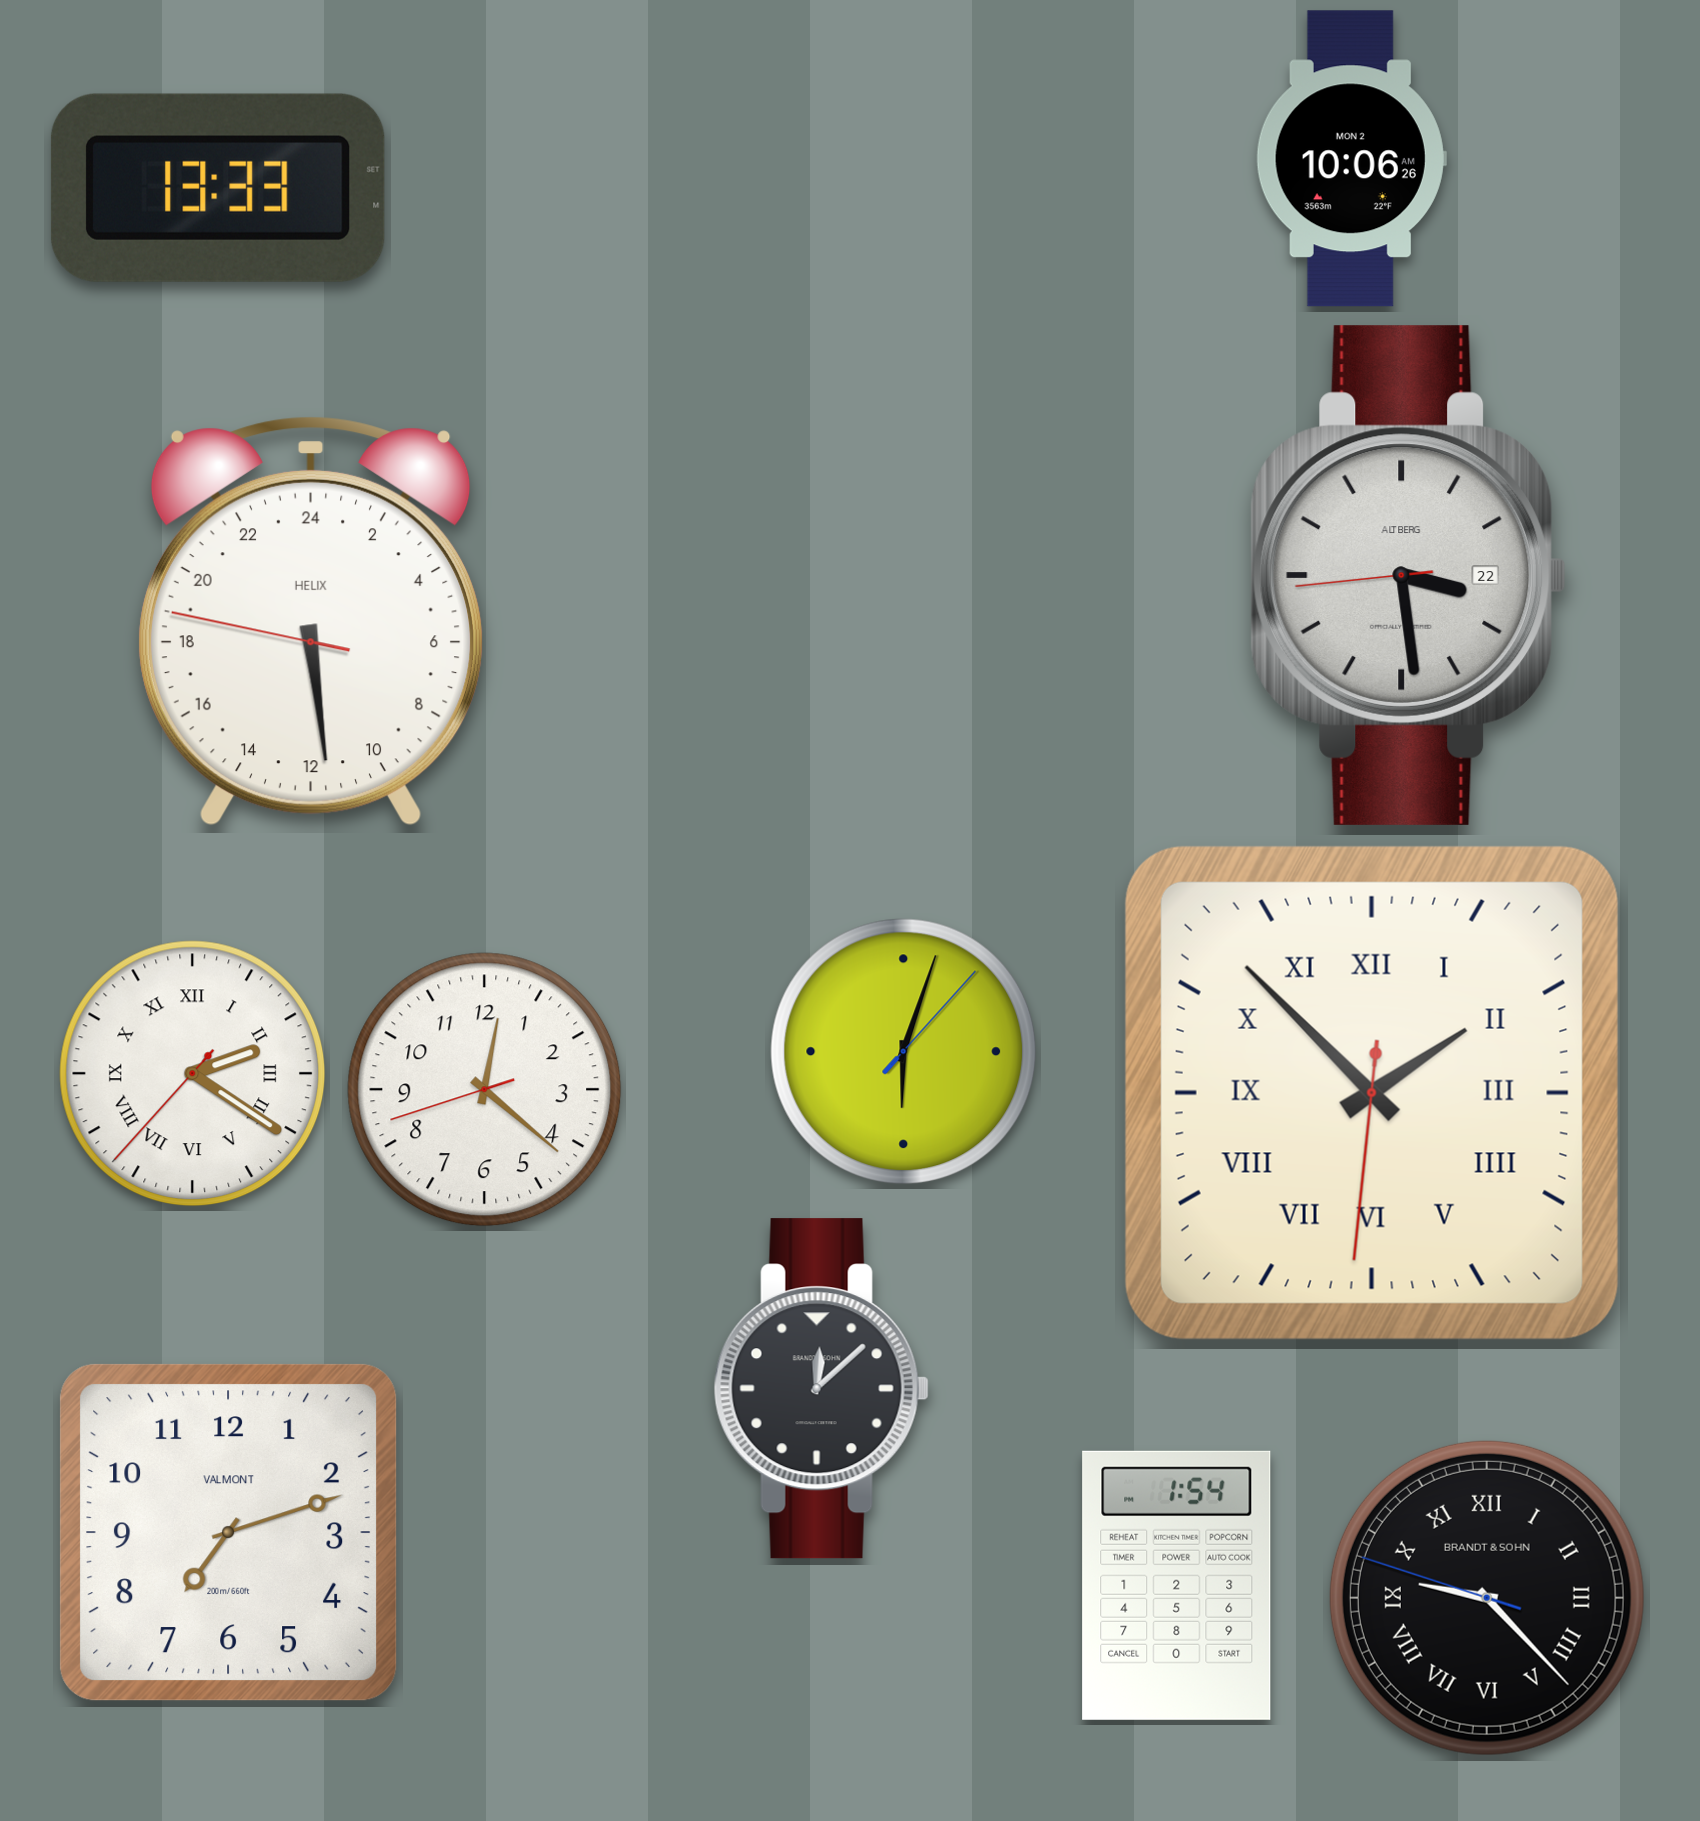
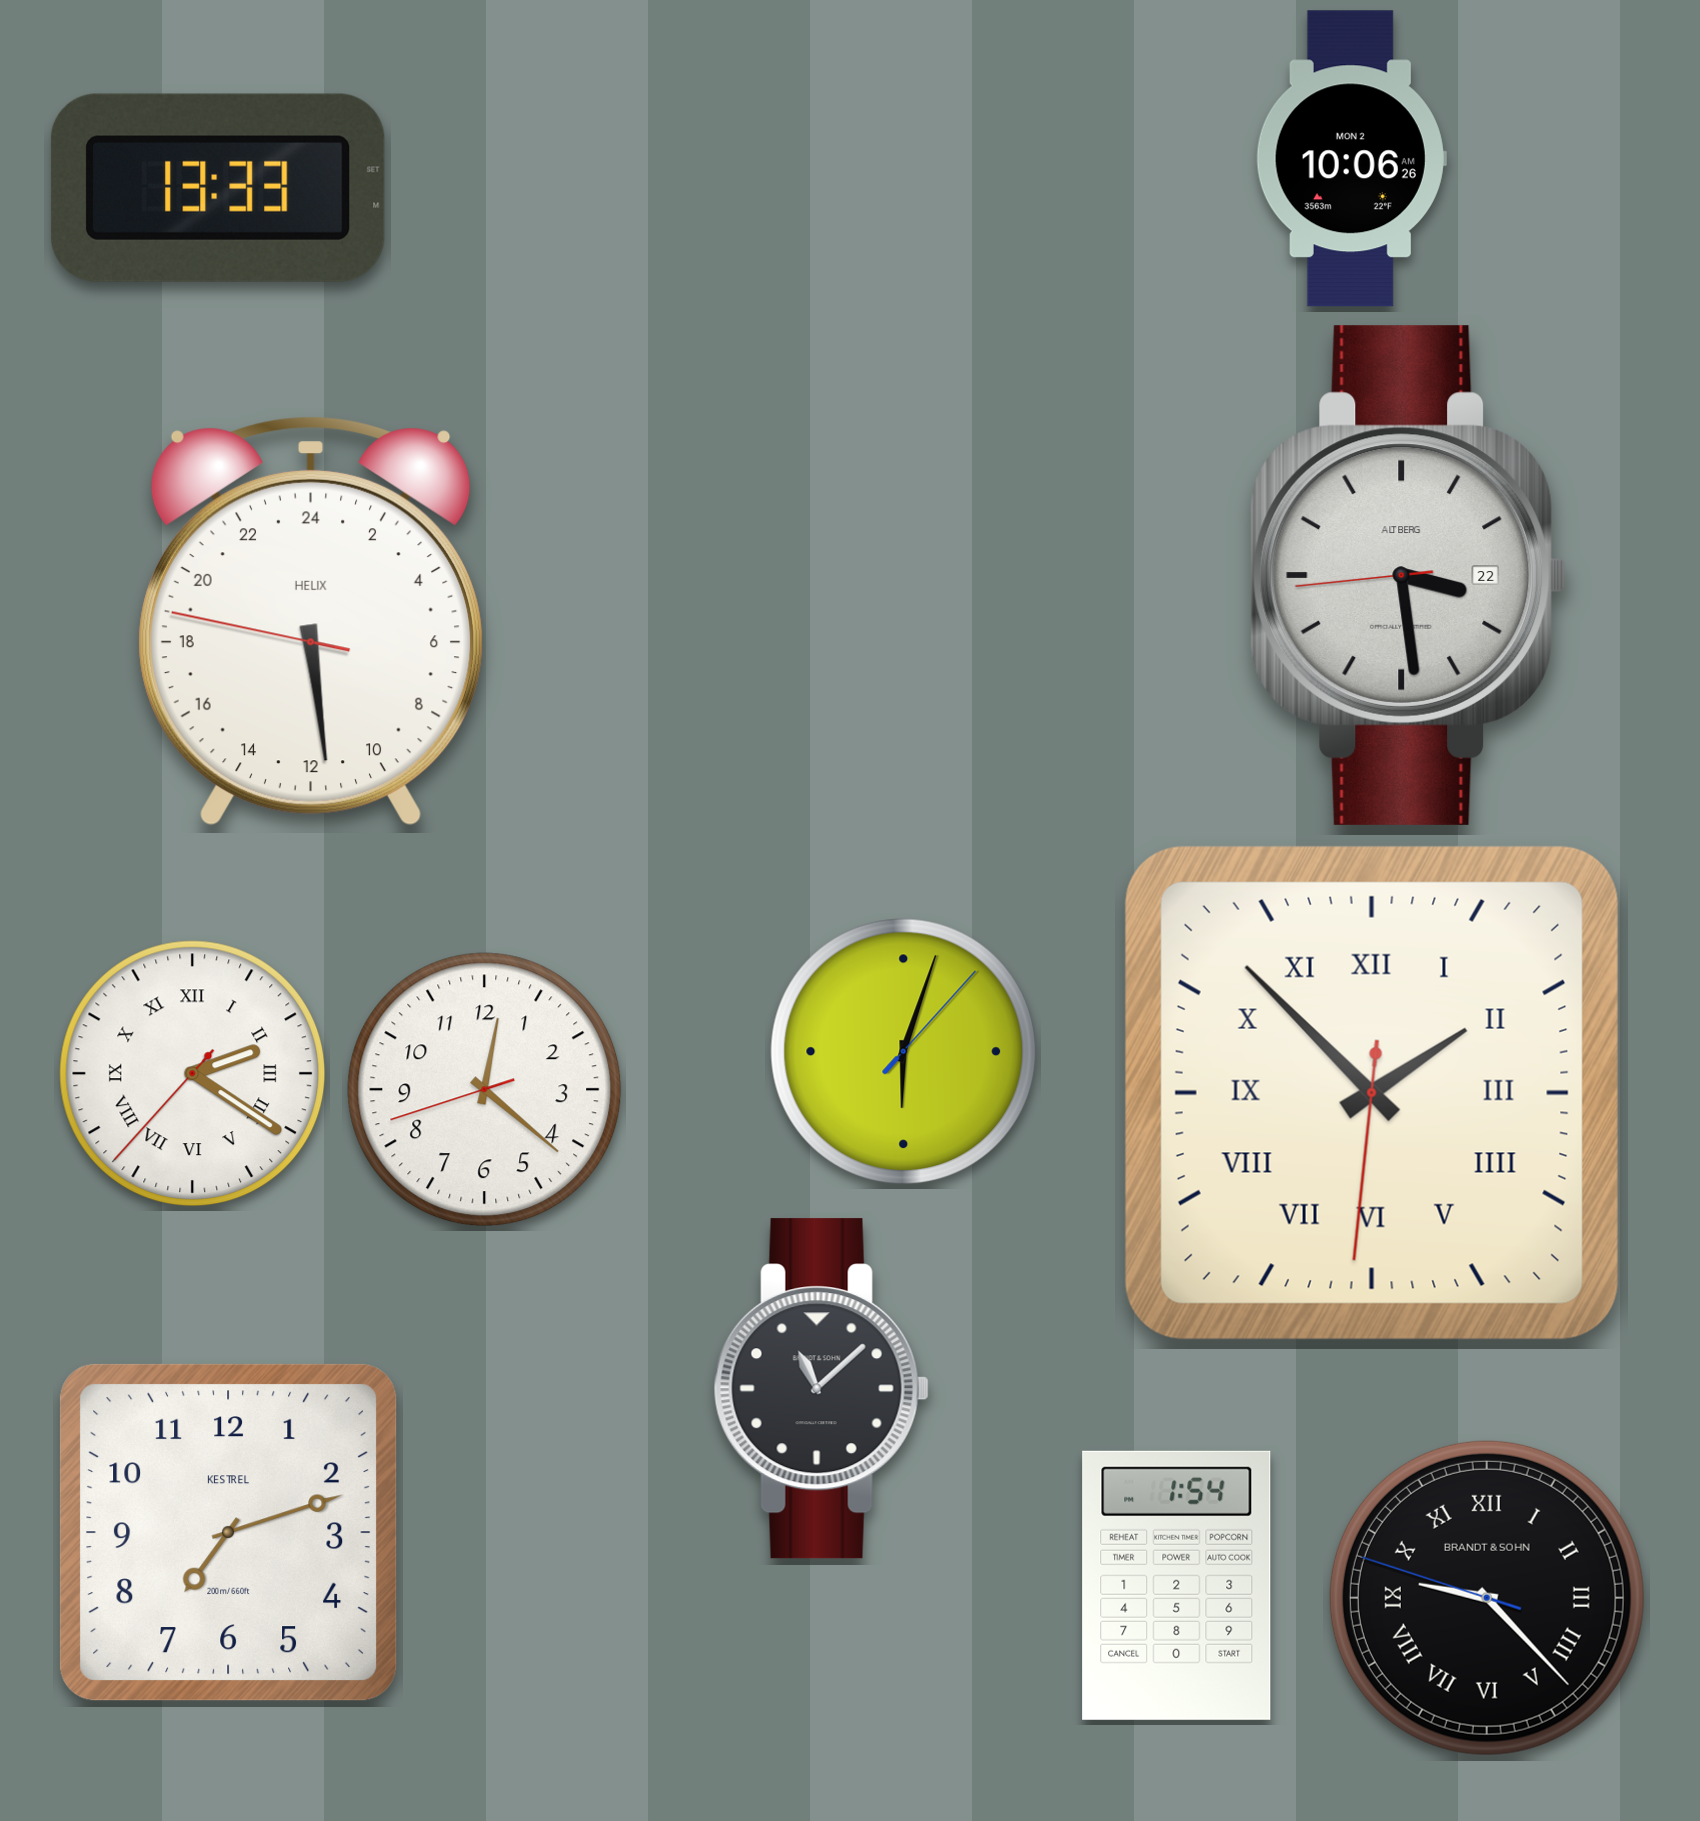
clock at (821, 1389): 12:08 -> 11:08
clock at (229, 1533) brand: VALMONT -> KESTREL
